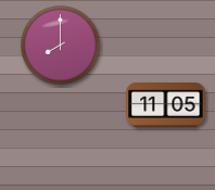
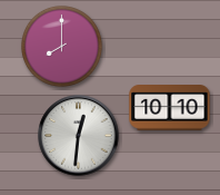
clock at (166, 105): 11:05 -> 10:10
clock at (79, 136): none -> 12:31
